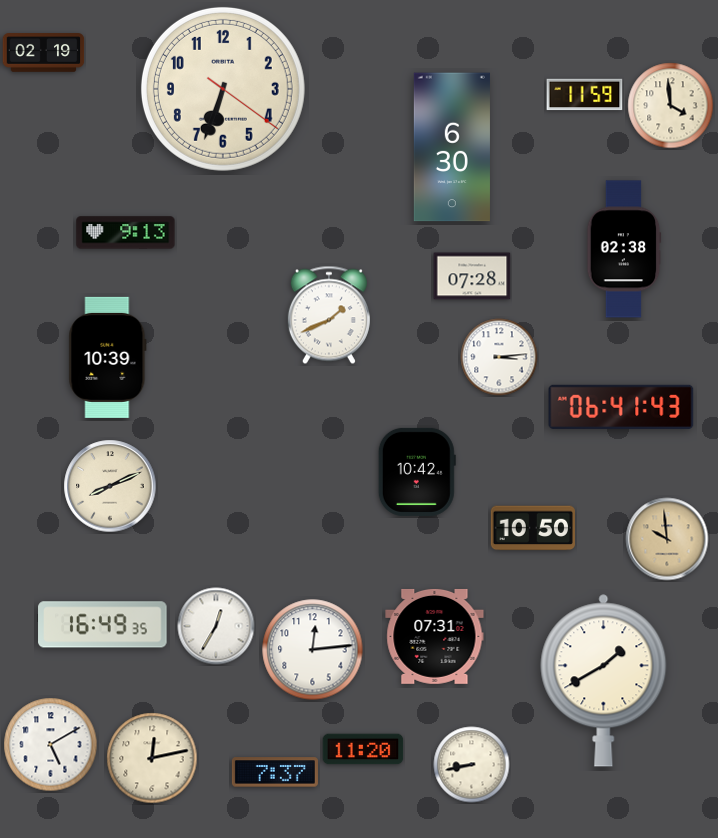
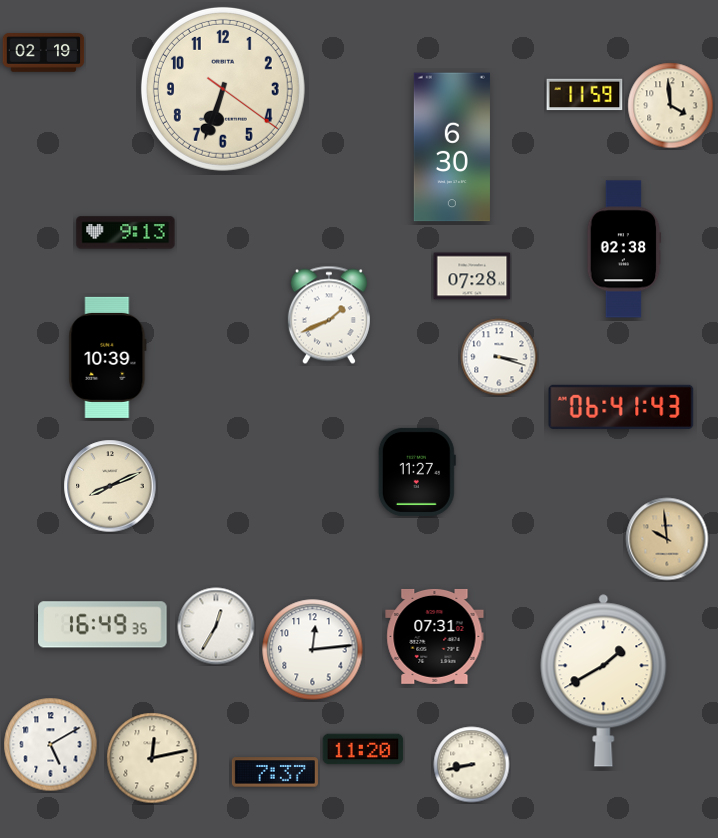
clock at (499, 357): 3:14 -> 3:18
clock at (417, 472): 10:42 -> 11:27
clock at (533, 528): 10:50 -> none
